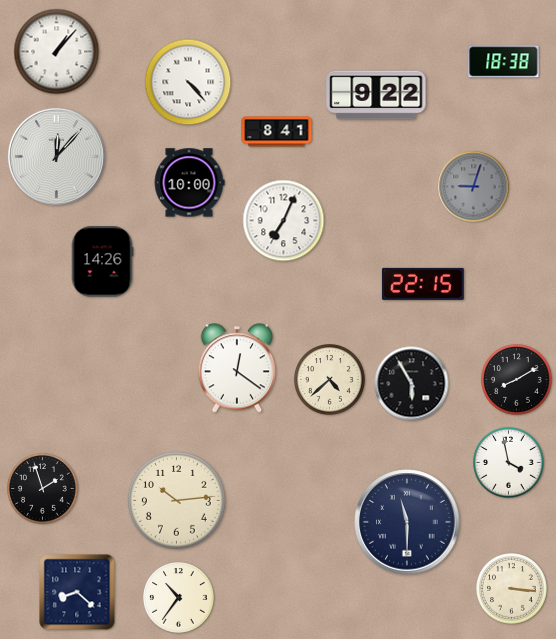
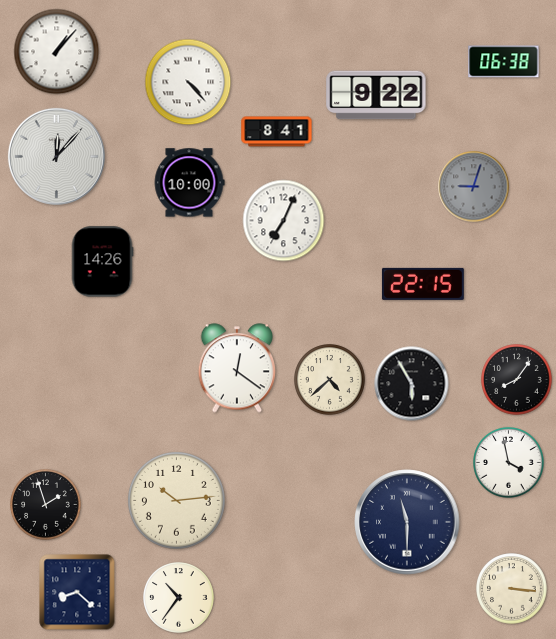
clock at (504, 62): 18:38 -> 06:38
clock at (517, 380): 8:10 -> 8:06
clock at (43, 489) position: (43, 489) -> (46, 505)
